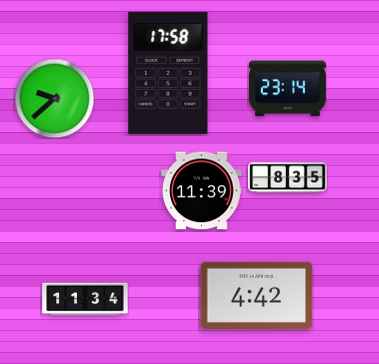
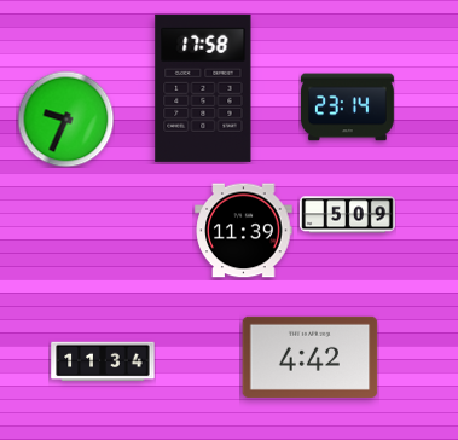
clock at (54, 98): 9:38 -> 9:34
clock at (288, 178): 8:35 -> 5:09
